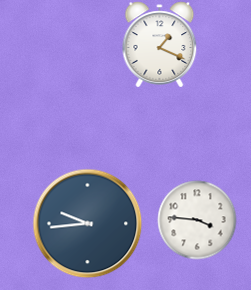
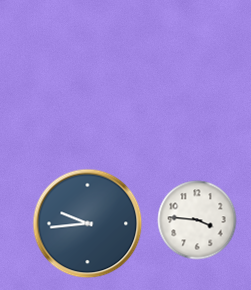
clock at (160, 44): 1:19 -> none
